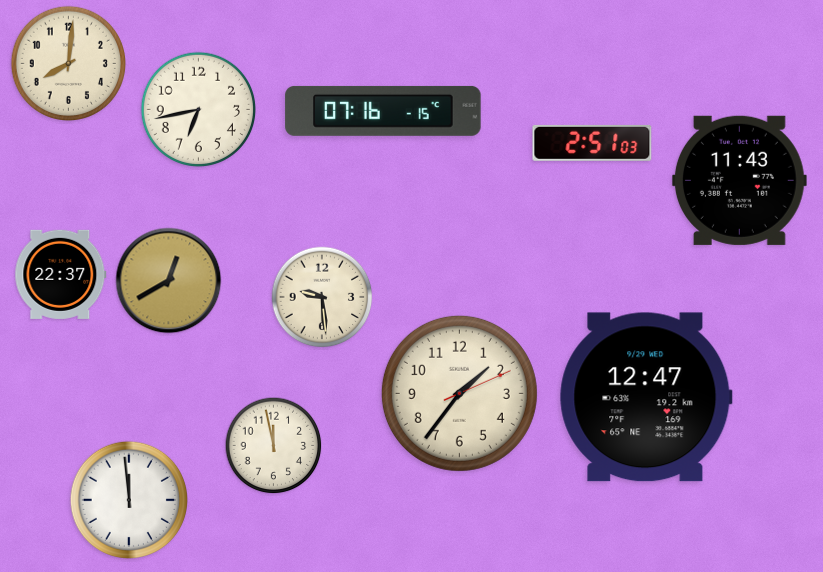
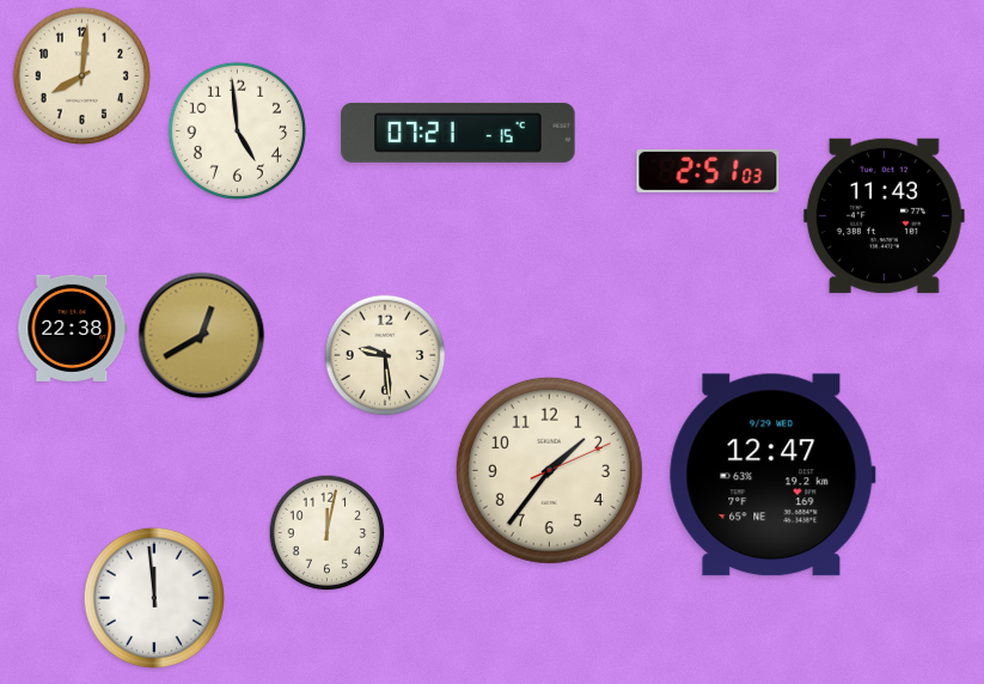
clock at (198, 109): 6:43 -> 4:59
clock at (383, 111): 07:16 -> 07:21
clock at (61, 274): 22:37 -> 22:38
clock at (274, 446): 11:58 -> 12:02
